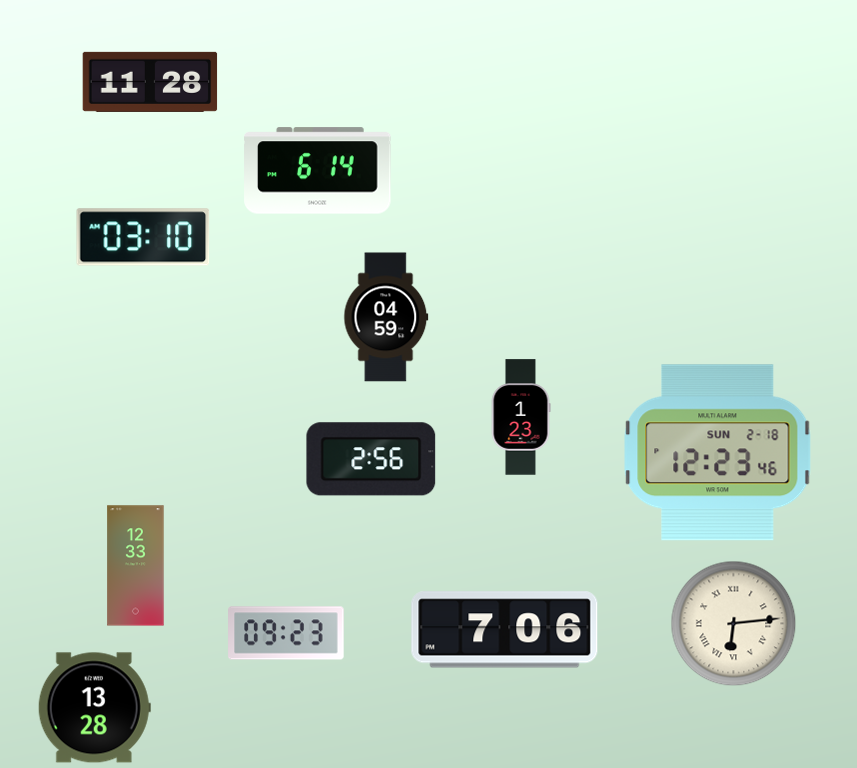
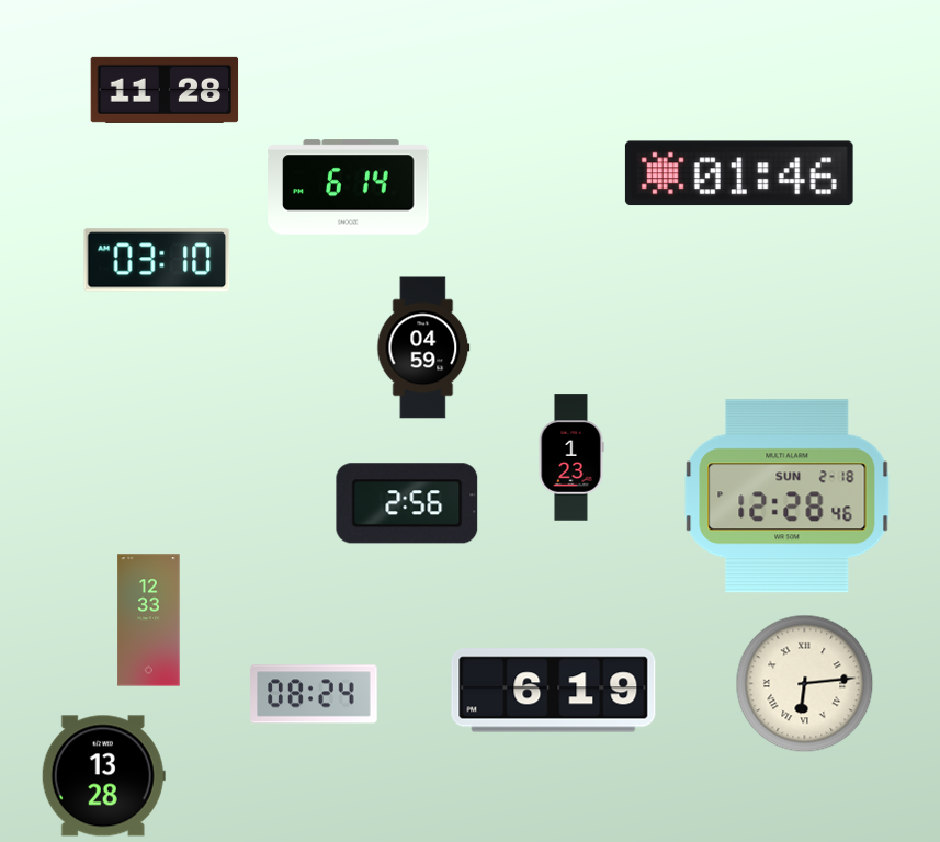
clock at (739, 173): none -> 01:46
clock at (718, 453): 12:23 -> 12:28
clock at (505, 630): 7:06 -> 6:19
clock at (286, 633): 09:23 -> 08:24
